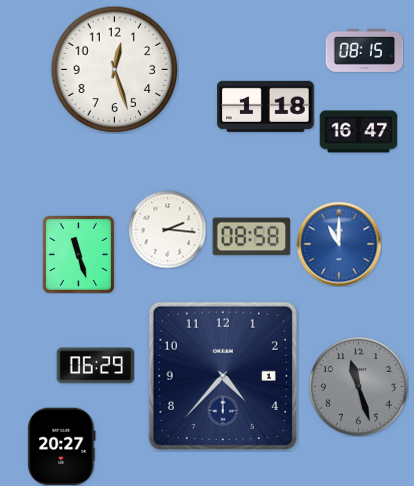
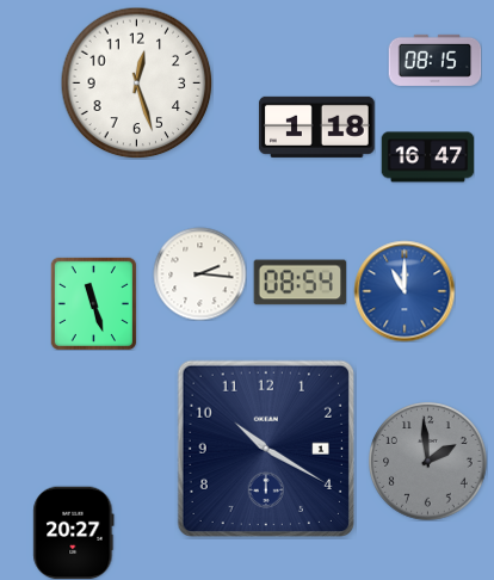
clock at (251, 237): 08:58 -> 08:54
clock at (95, 366): 06:29 -> none
clock at (223, 376): 4:37 -> 10:20
clock at (359, 387): 11:27 -> 1:59
